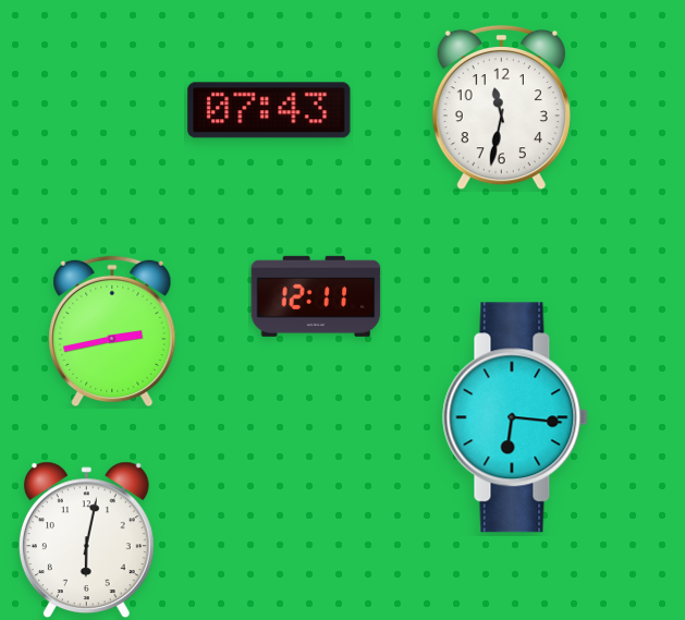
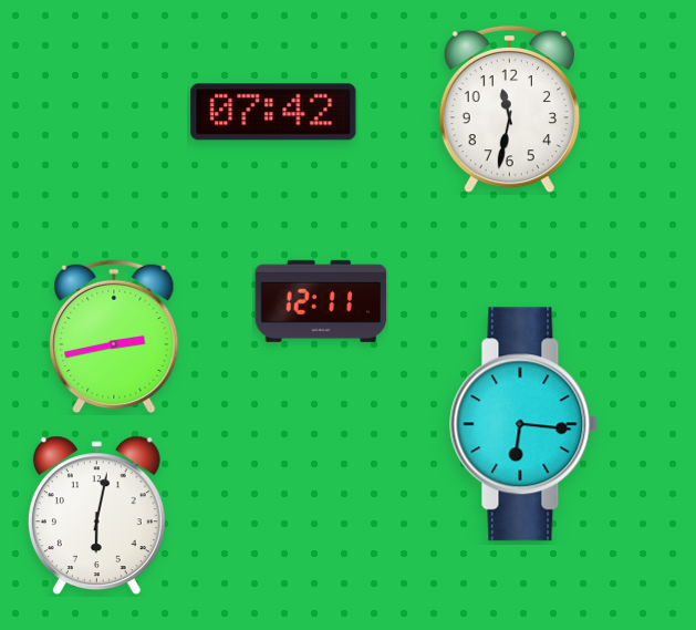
clock at (269, 110): 07:43 -> 07:42
clock at (86, 540) position: (86, 540) -> (96, 516)
